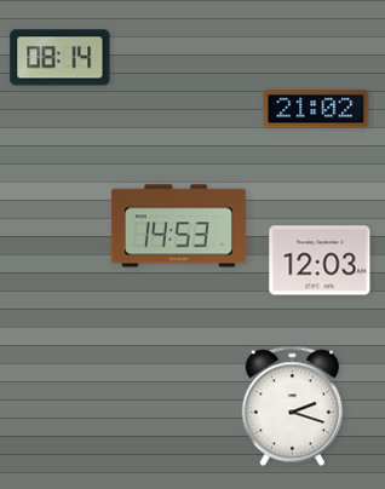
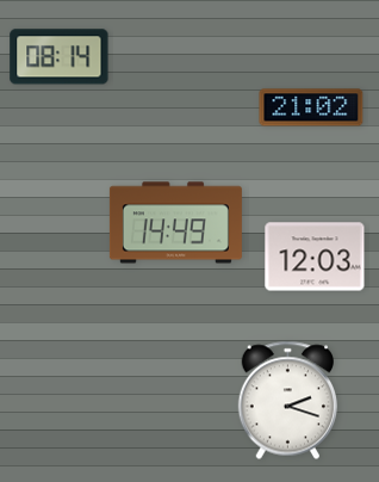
clock at (178, 226): 14:53 -> 14:49
